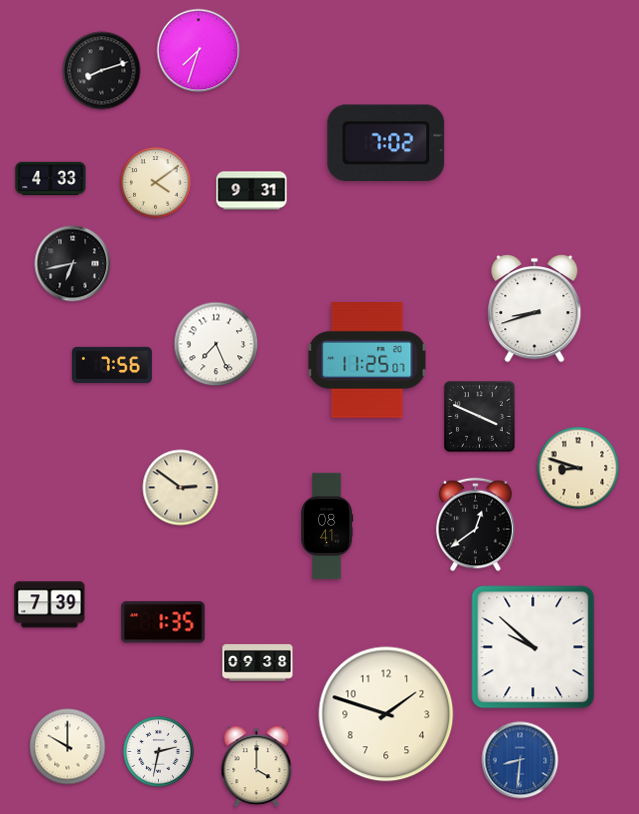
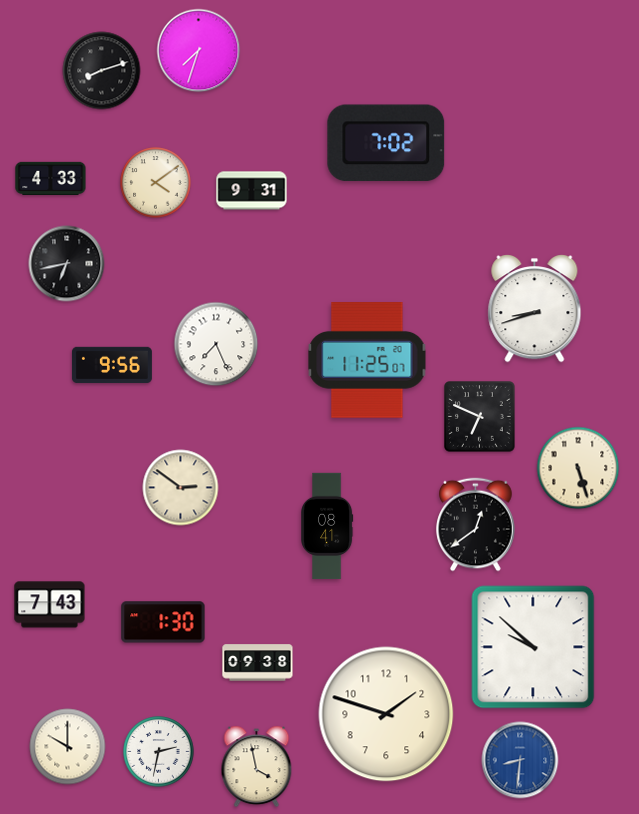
clock at (73, 264) position: (73, 264) -> (67, 264)
clock at (112, 365): 7:56 -> 9:56
clock at (480, 417): 3:49 -> 6:49
clock at (578, 468): 8:48 -> 5:27
clock at (50, 605): 7:39 -> 7:43
clock at (163, 622): 1:35 -> 1:30
clock at (257, 767): 4:00 -> 3:58
